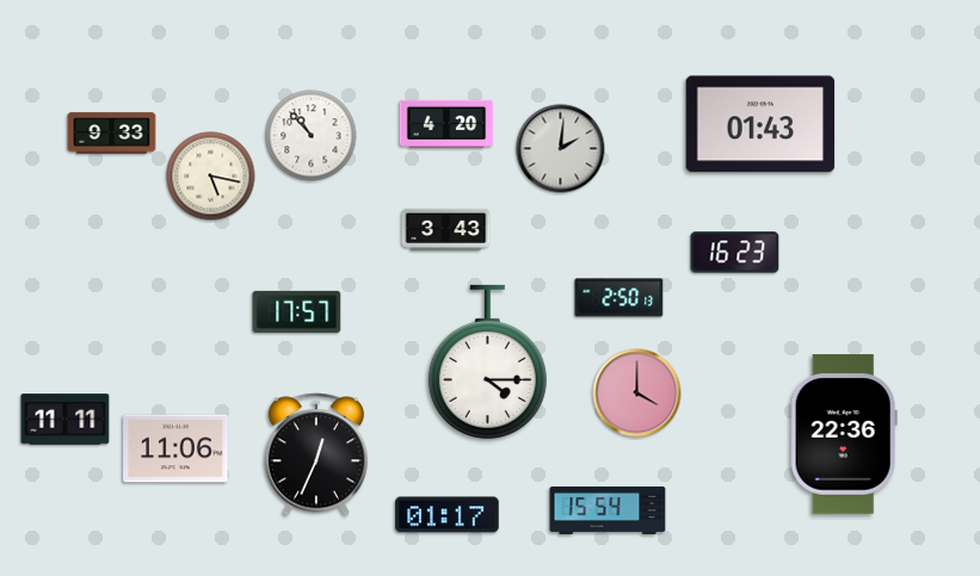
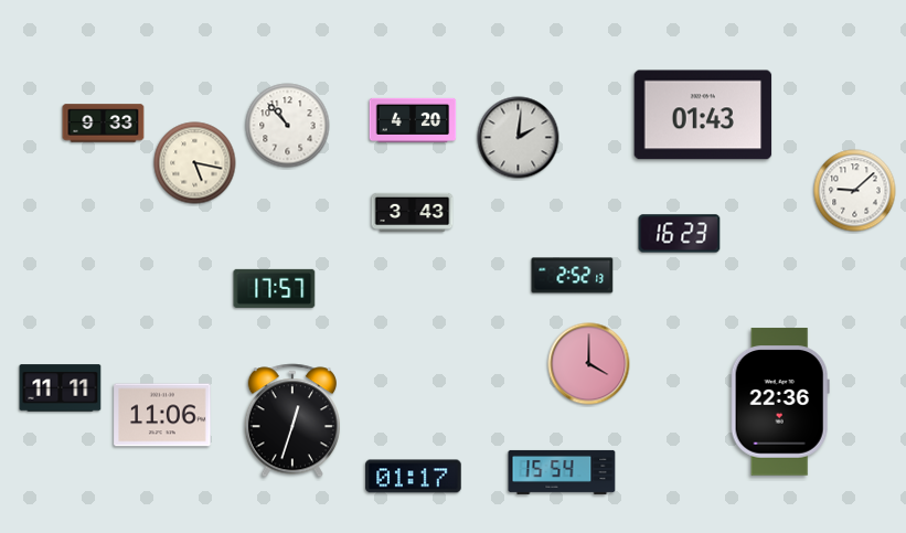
clock at (446, 124) position: (446, 124) -> (413, 120)
clock at (855, 191): none -> 9:08
clock at (620, 298): 2:50 -> 2:52
clock at (487, 361): 4:15 -> none
clock at (316, 454): 12:34 -> 12:33
